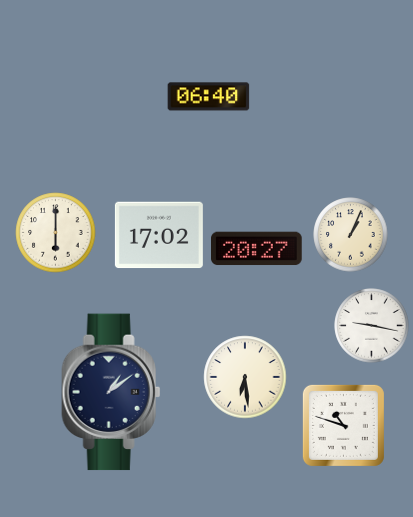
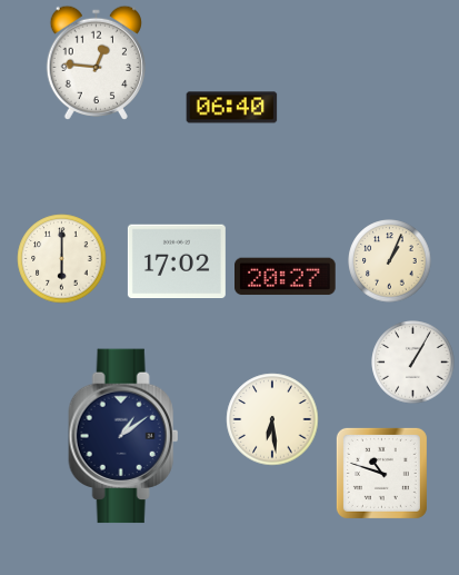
clock at (96, 62): none -> 12:46
clock at (372, 326): 9:17 -> 1:05
